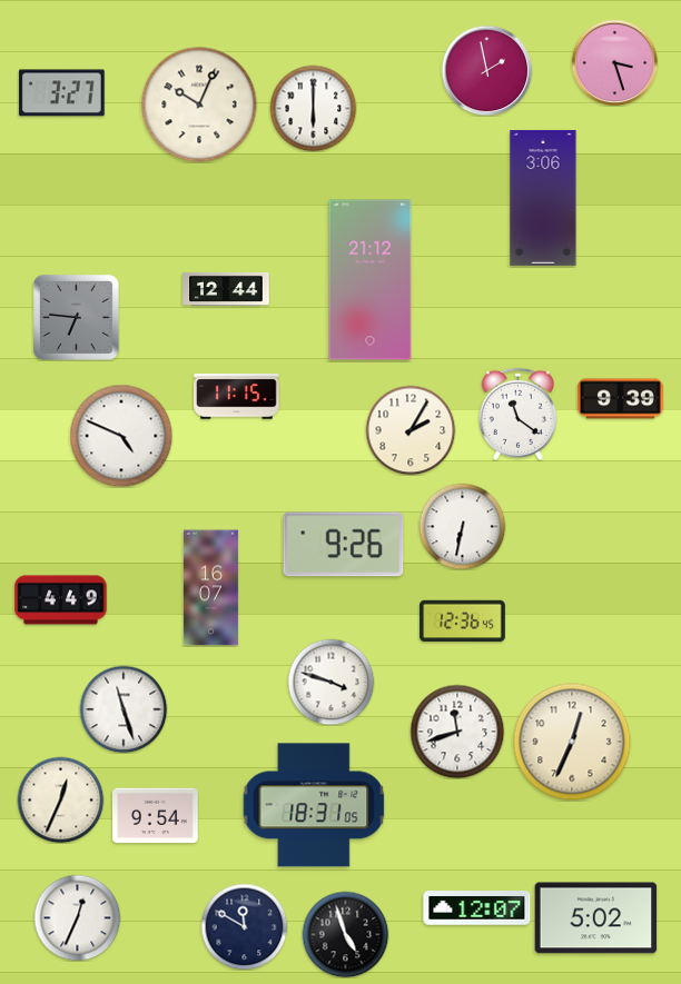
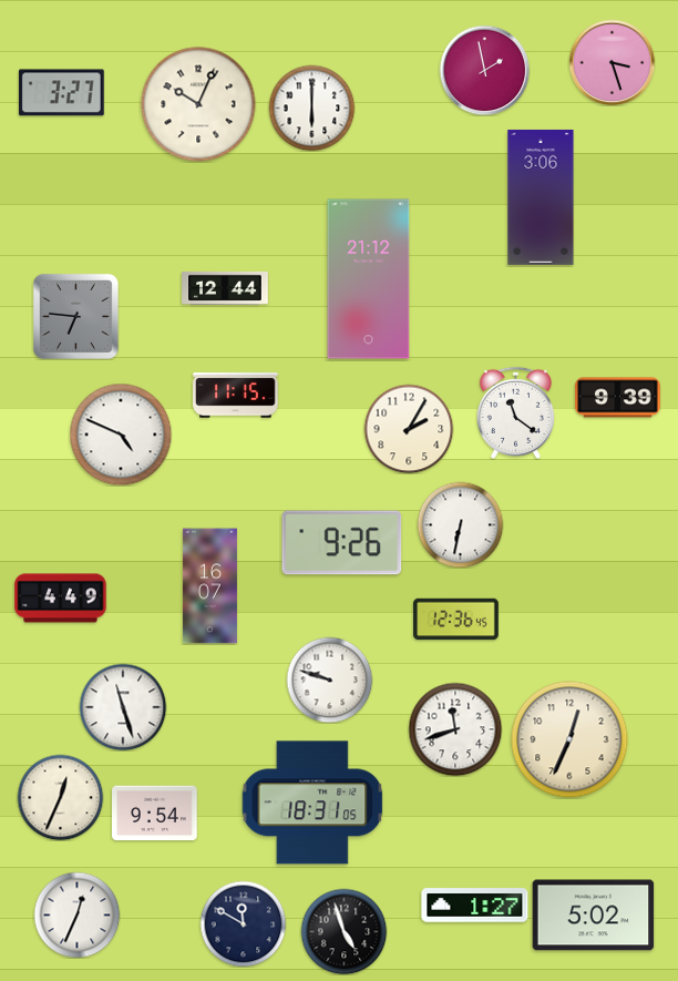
clock at (463, 622) position: (463, 622) -> (456, 620)
clock at (330, 682): 3:48 -> 9:48
clock at (477, 908): 12:07 -> 1:27
